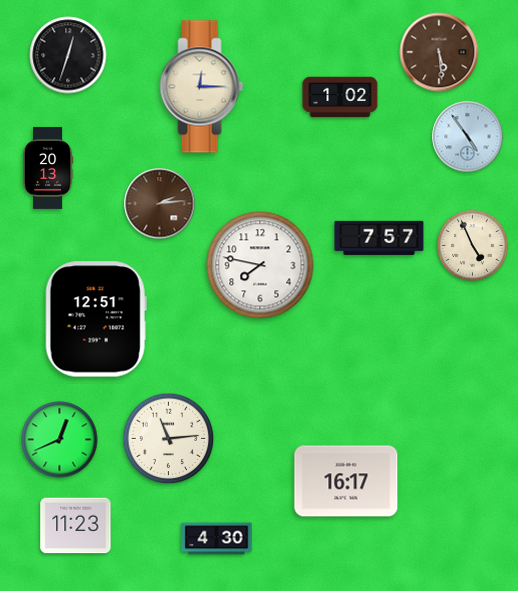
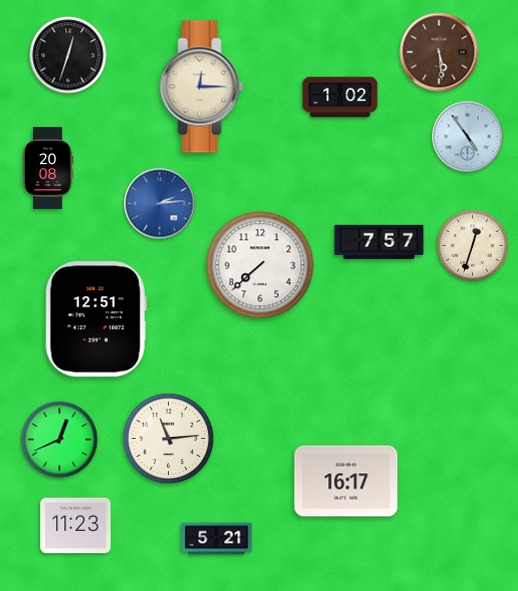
clock at (48, 168): 20:13 -> 20:08
clock at (160, 204) dial: brown -> blue
clock at (379, 237) position: (379, 237) -> (379, 241)
clock at (473, 246): 4:56 -> 12:33
clock at (260, 265): 7:47 -> 7:38
clock at (217, 539): 4:30 -> 5:21
